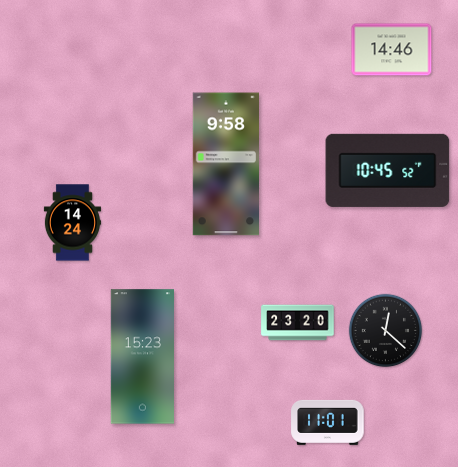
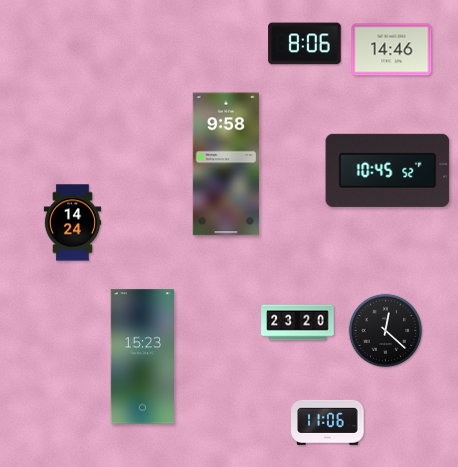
clock at (305, 44): none -> 8:06
clock at (328, 422): 11:01 -> 11:06
